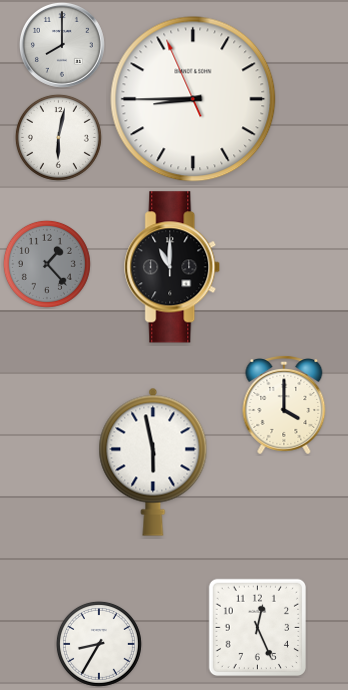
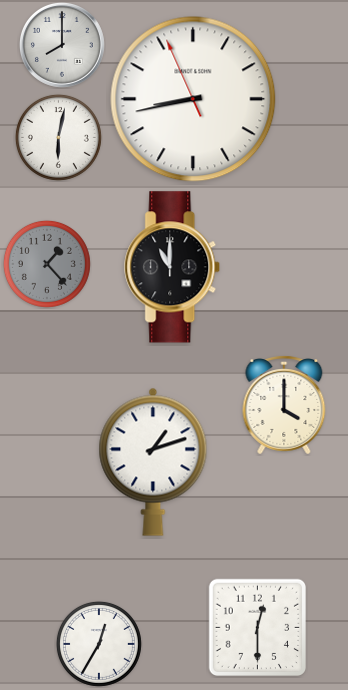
clock at (193, 99): 8:44 -> 8:42
clock at (153, 462): 5:58 -> 1:12
clock at (258, 628): 12:26 -> 12:30
clock at (99, 644): 8:35 -> 12:35
